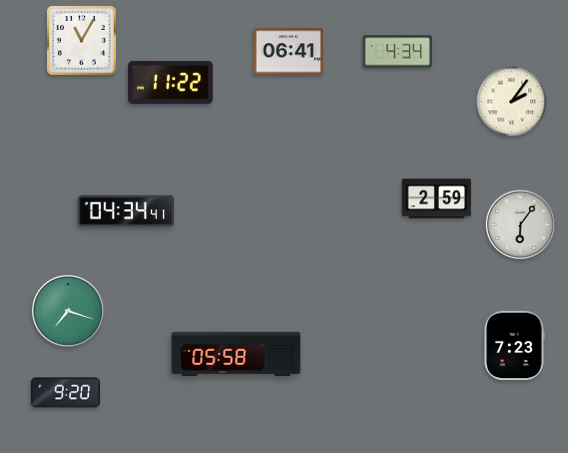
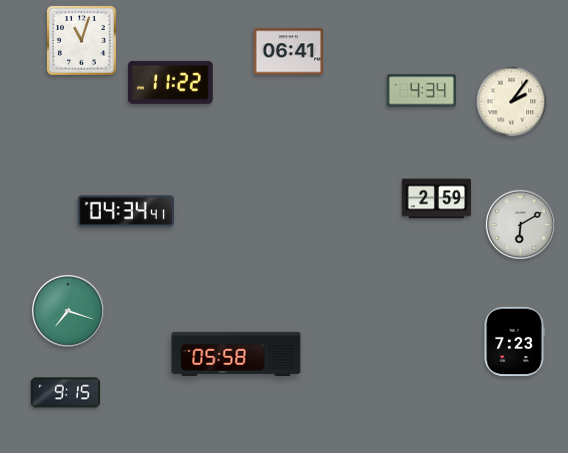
clock at (82, 41): 11:05 -> 11:03
clock at (397, 52) position: (397, 52) -> (421, 91)
clock at (520, 224): 6:06 -> 6:10
clock at (514, 346) position: (514, 346) -> (514, 342)
clock at (66, 393): 9:20 -> 9:15
